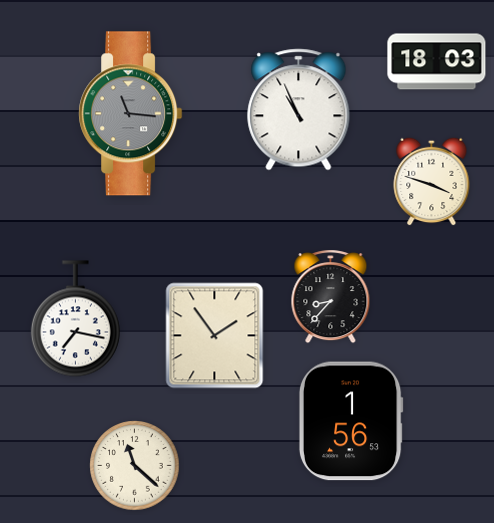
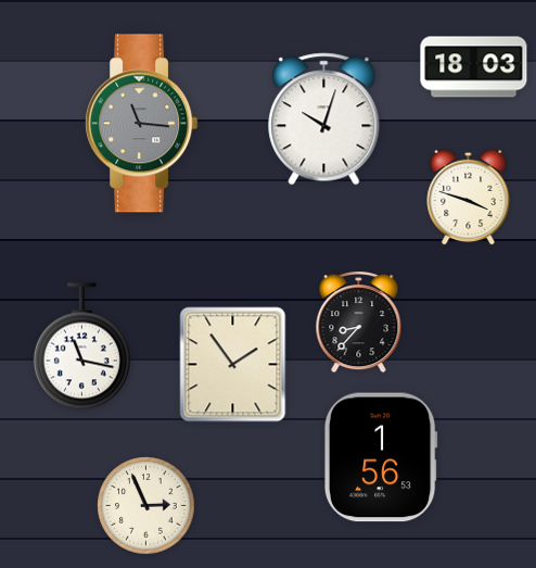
clock at (299, 110): 10:56 -> 10:03
clock at (75, 319): 7:17 -> 11:17
clock at (135, 466): 11:22 -> 2:56
